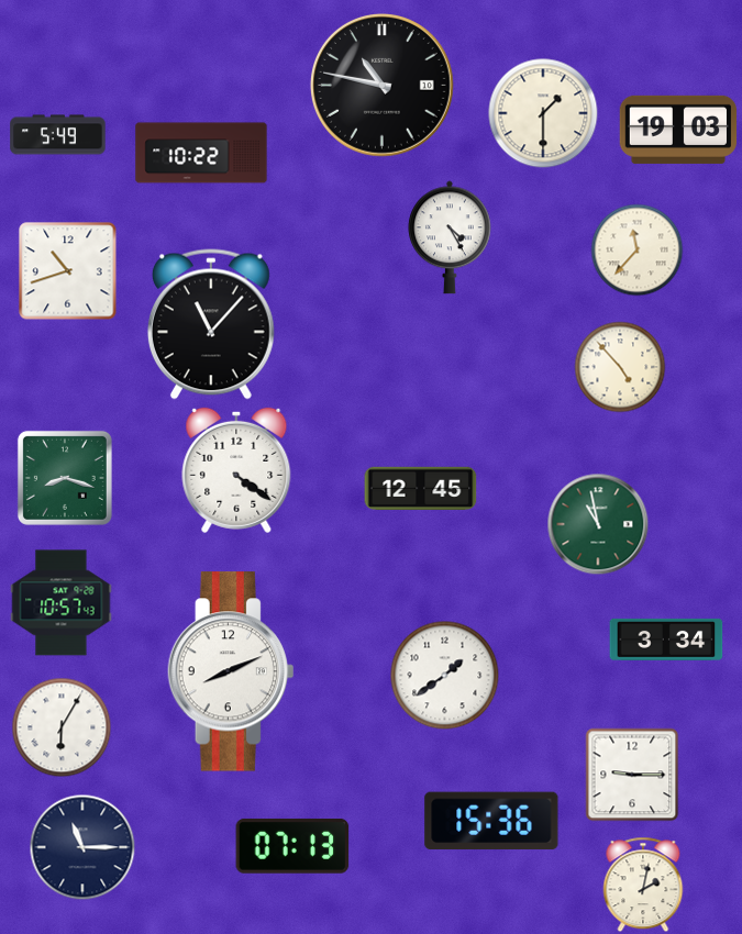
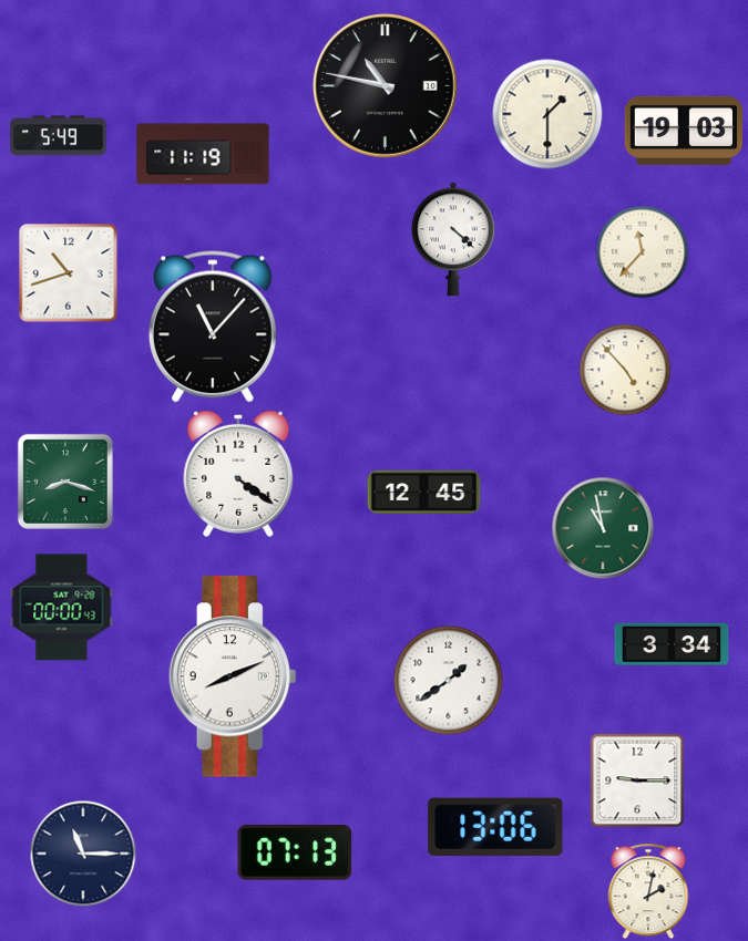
clock at (201, 153): 10:22 -> 11:19
clock at (451, 237): 4:25 -> 4:22
clock at (62, 603): 10:57 -> 00:00
clock at (62, 727): 6:05 -> none
clock at (491, 821): 15:36 -> 13:06
